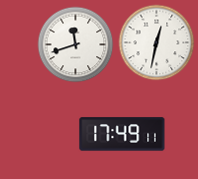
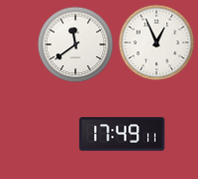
clock at (157, 43): 12:32 -> 12:56
clock at (76, 45): 11:42 -> 11:39
